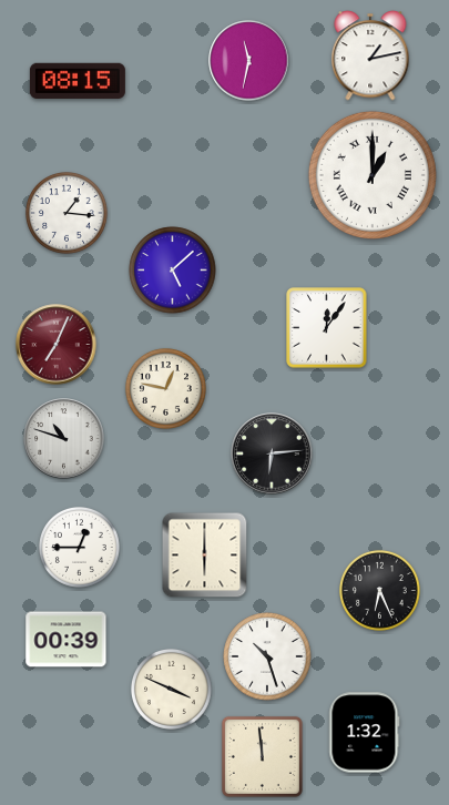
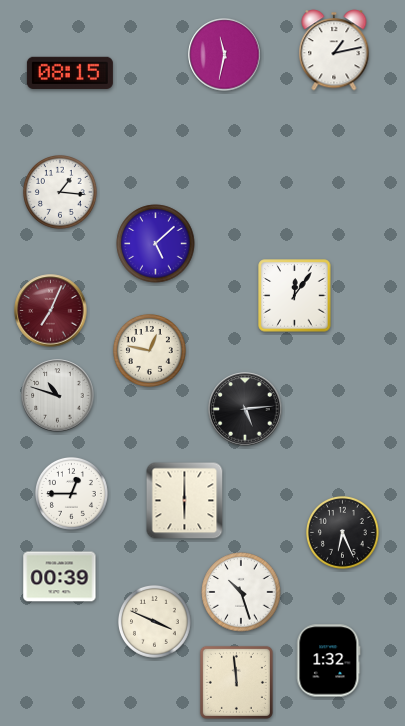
clock at (373, 175): 1:00 -> none
clock at (272, 454): 6:14 -> 5:14
